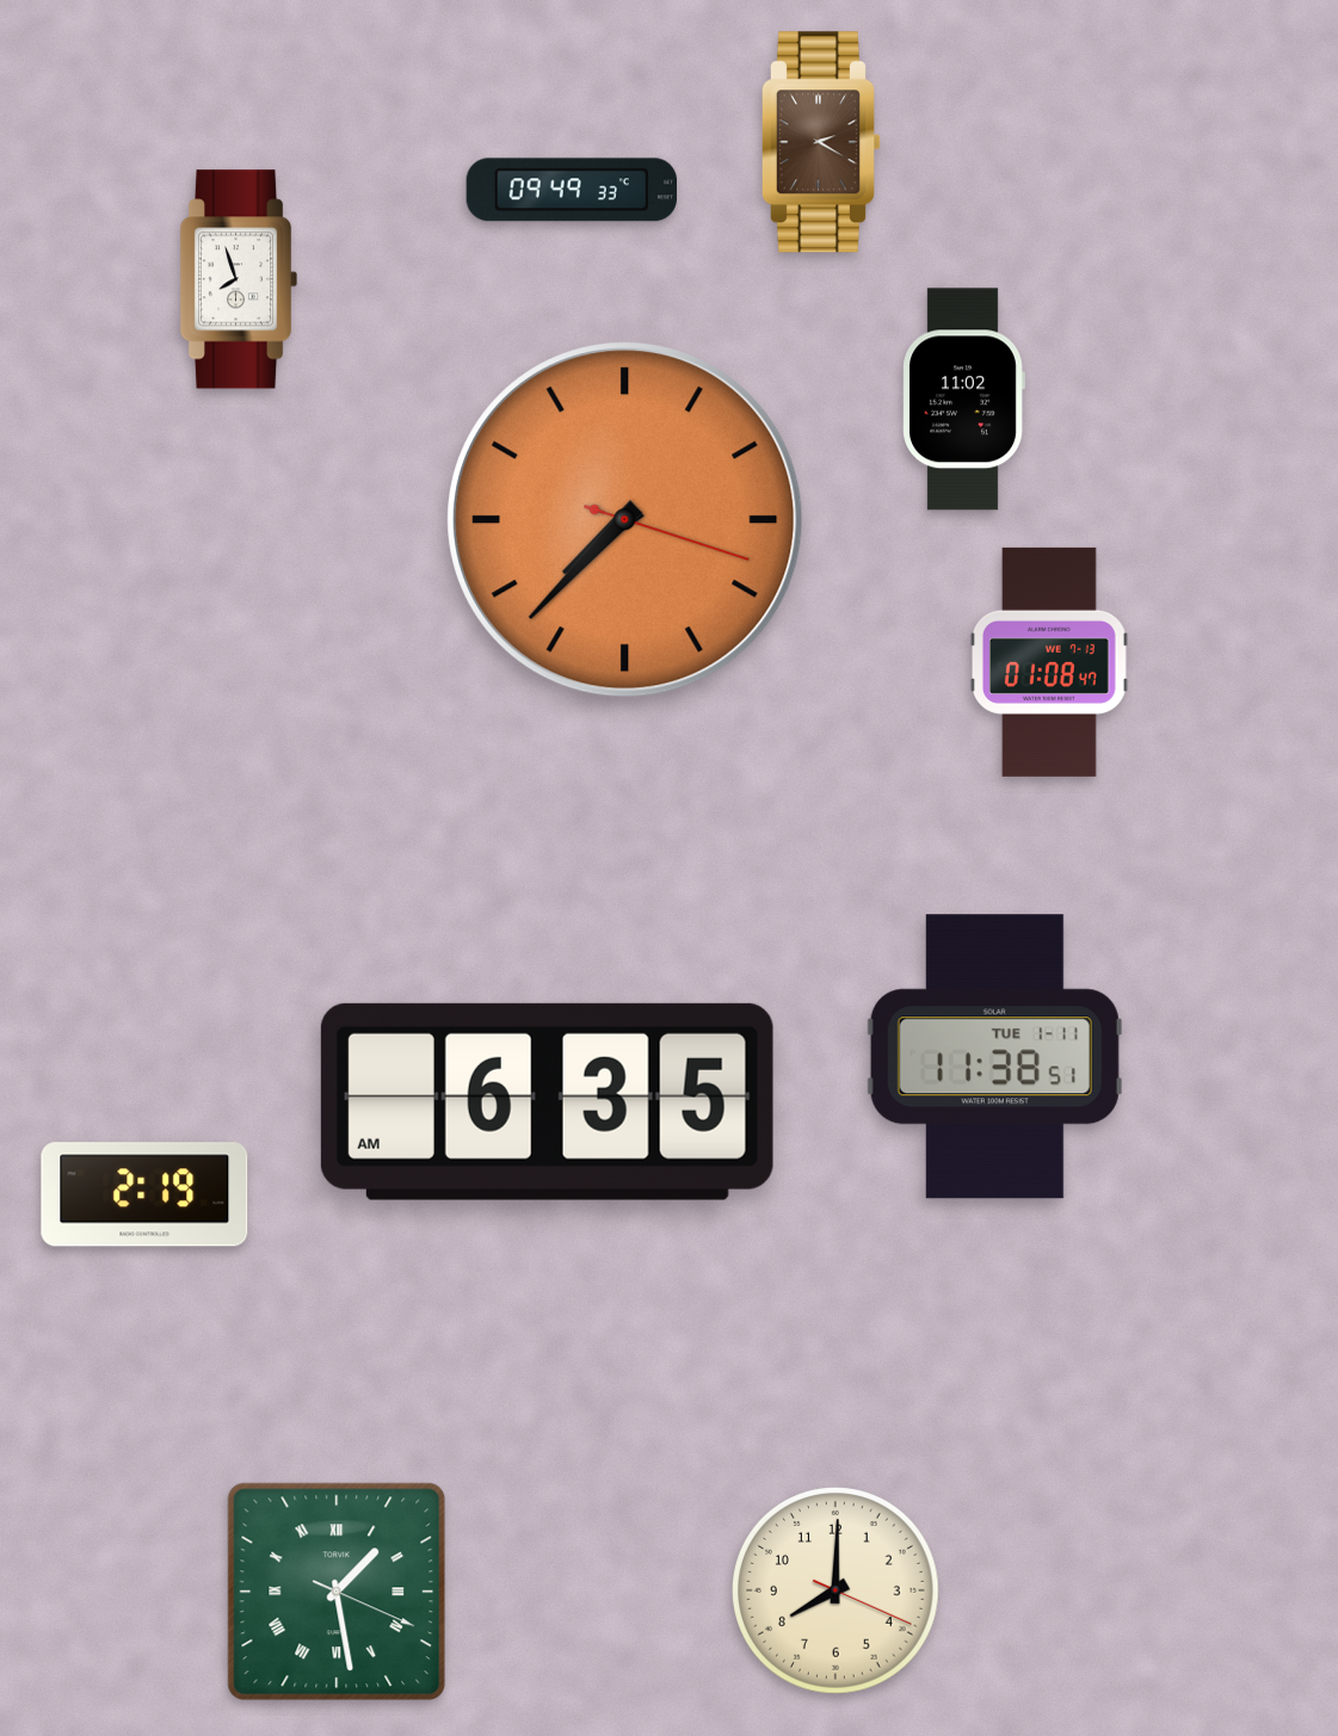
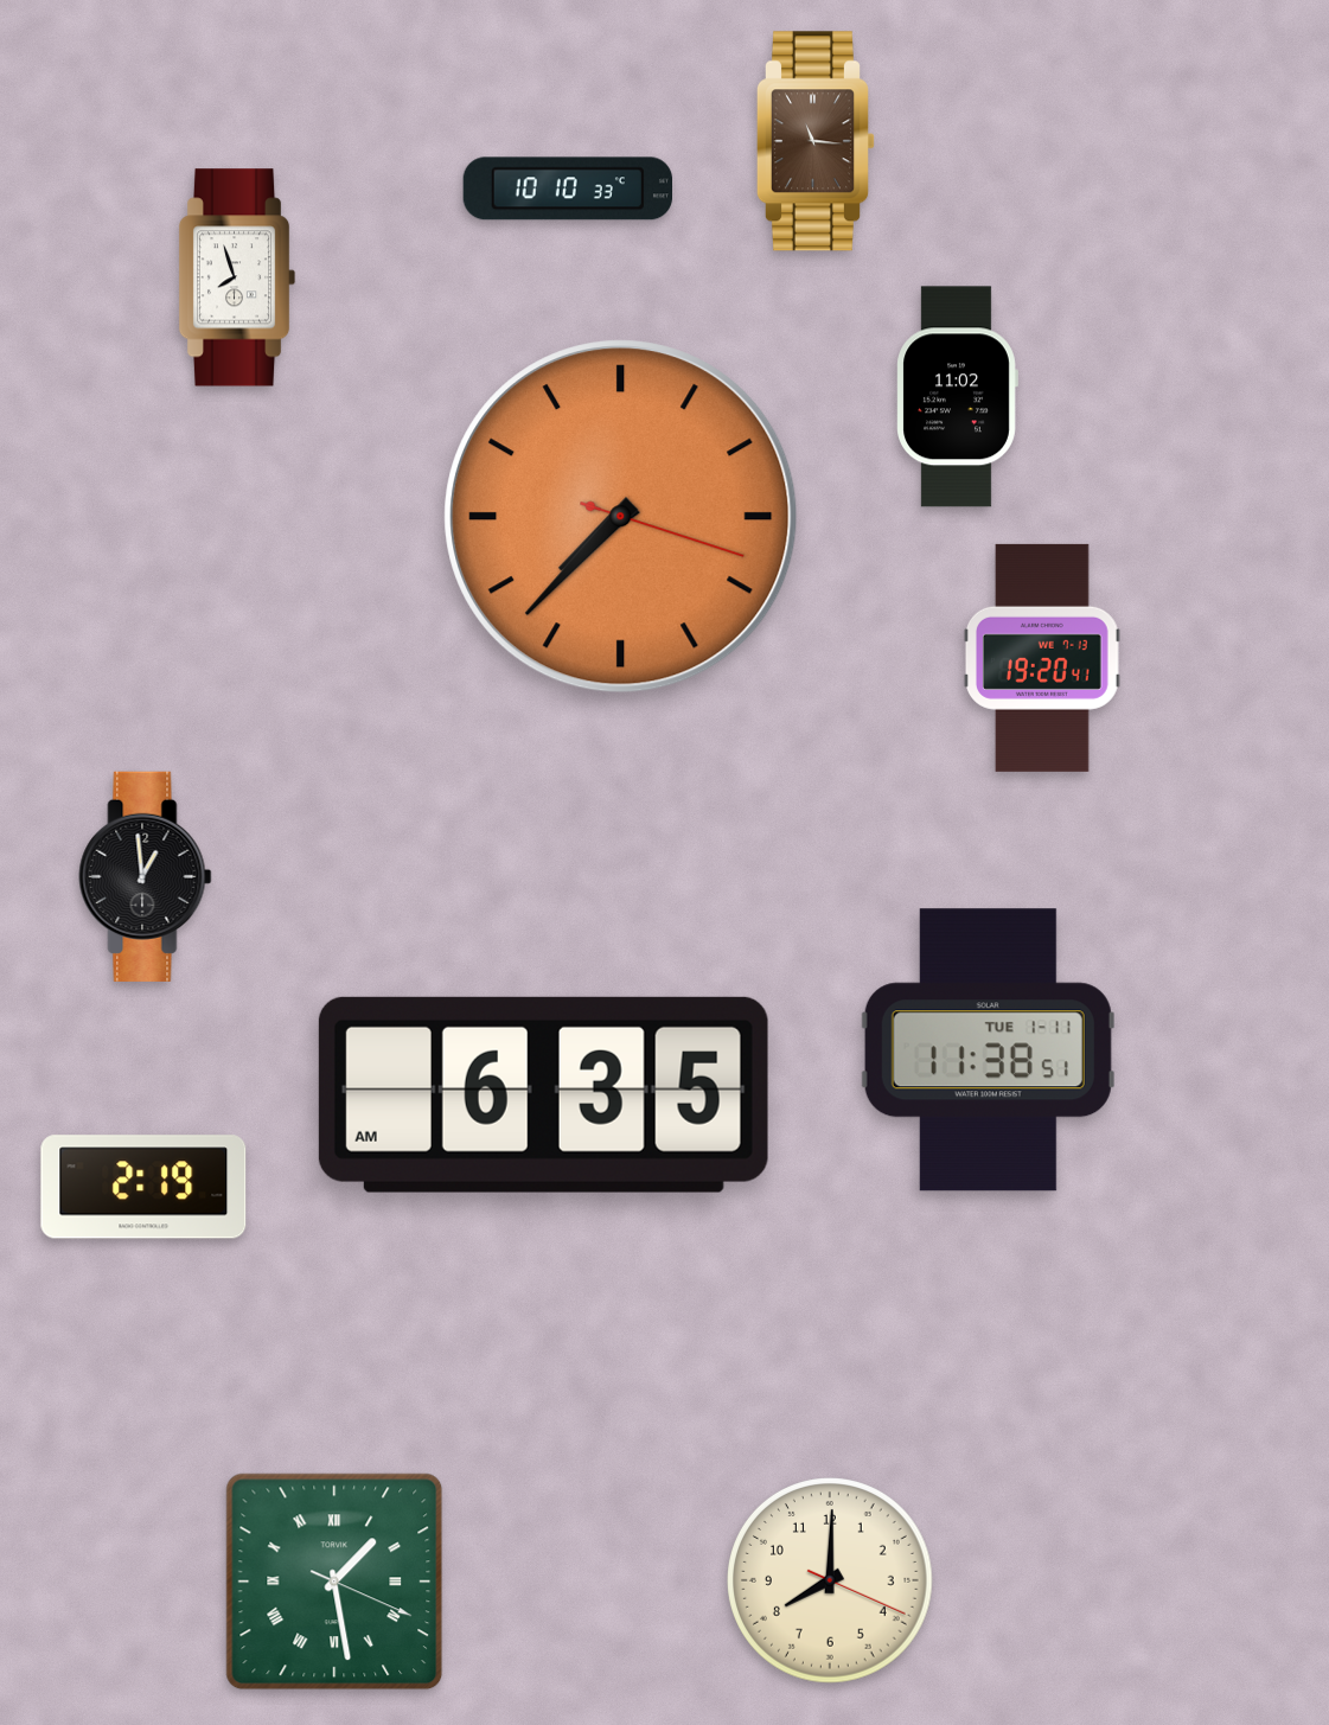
clock at (821, 142): 2:20 -> 11:16
clock at (571, 190): 09:49 -> 10:10
clock at (1049, 662): 01:08 -> 19:20
clock at (146, 876): none -> 12:59
